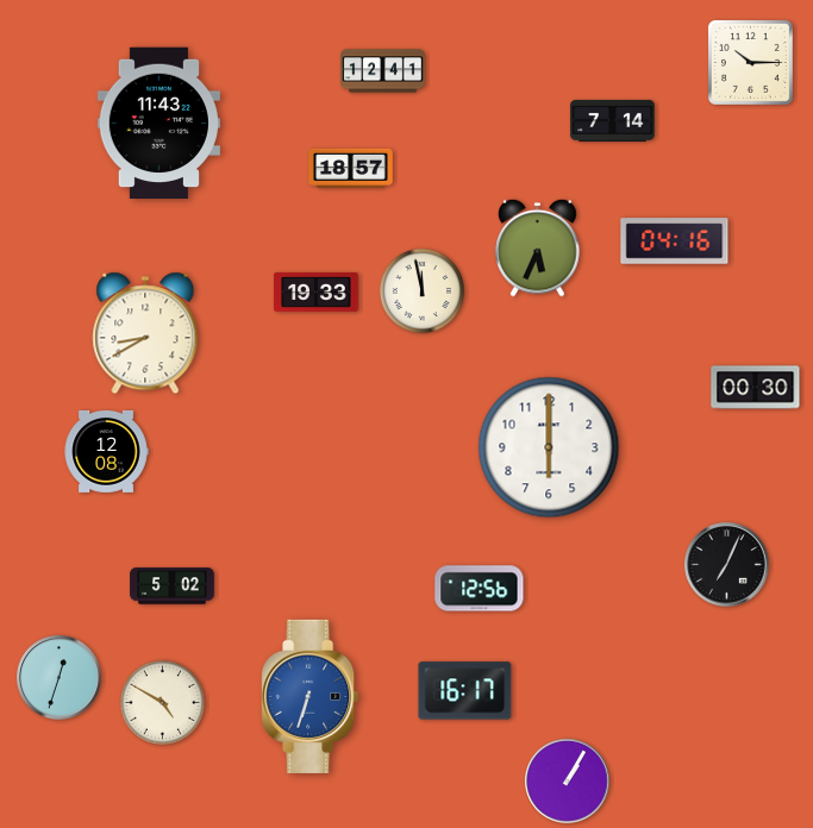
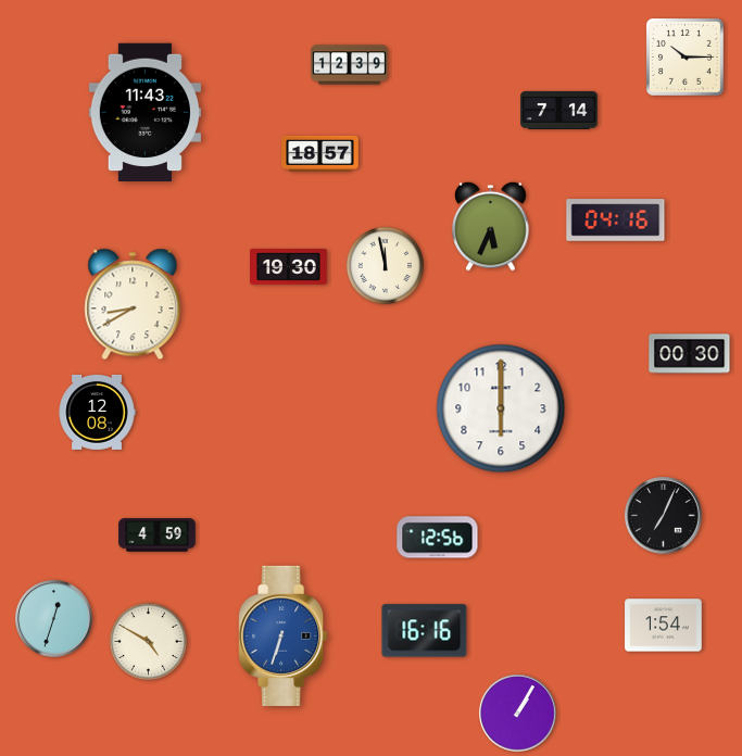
clock at (383, 71): 12:41 -> 12:39
clock at (317, 293): 19:33 -> 19:30
clock at (173, 586): 5:02 -> 4:59
clock at (664, 626): none -> 1:54
clock at (465, 691): 16:17 -> 16:16
